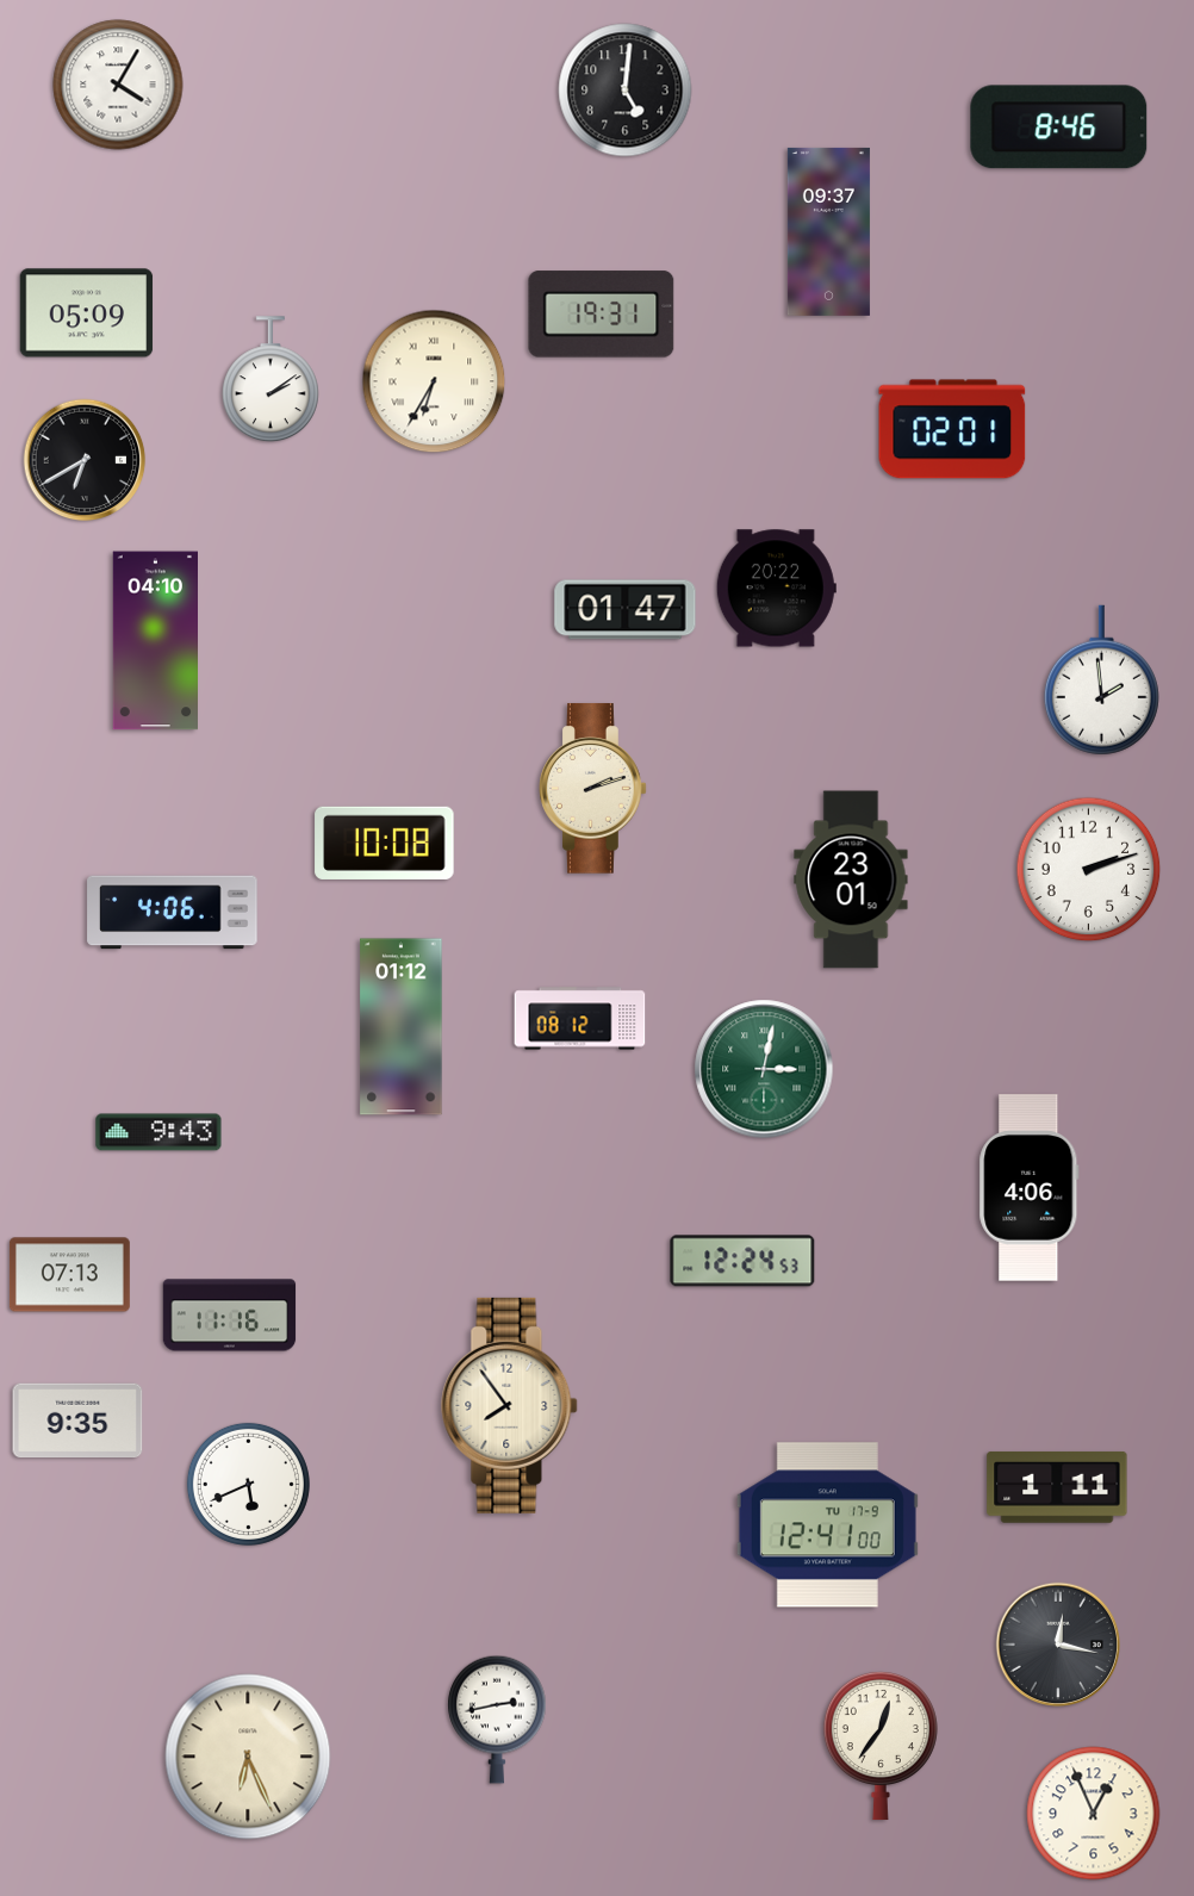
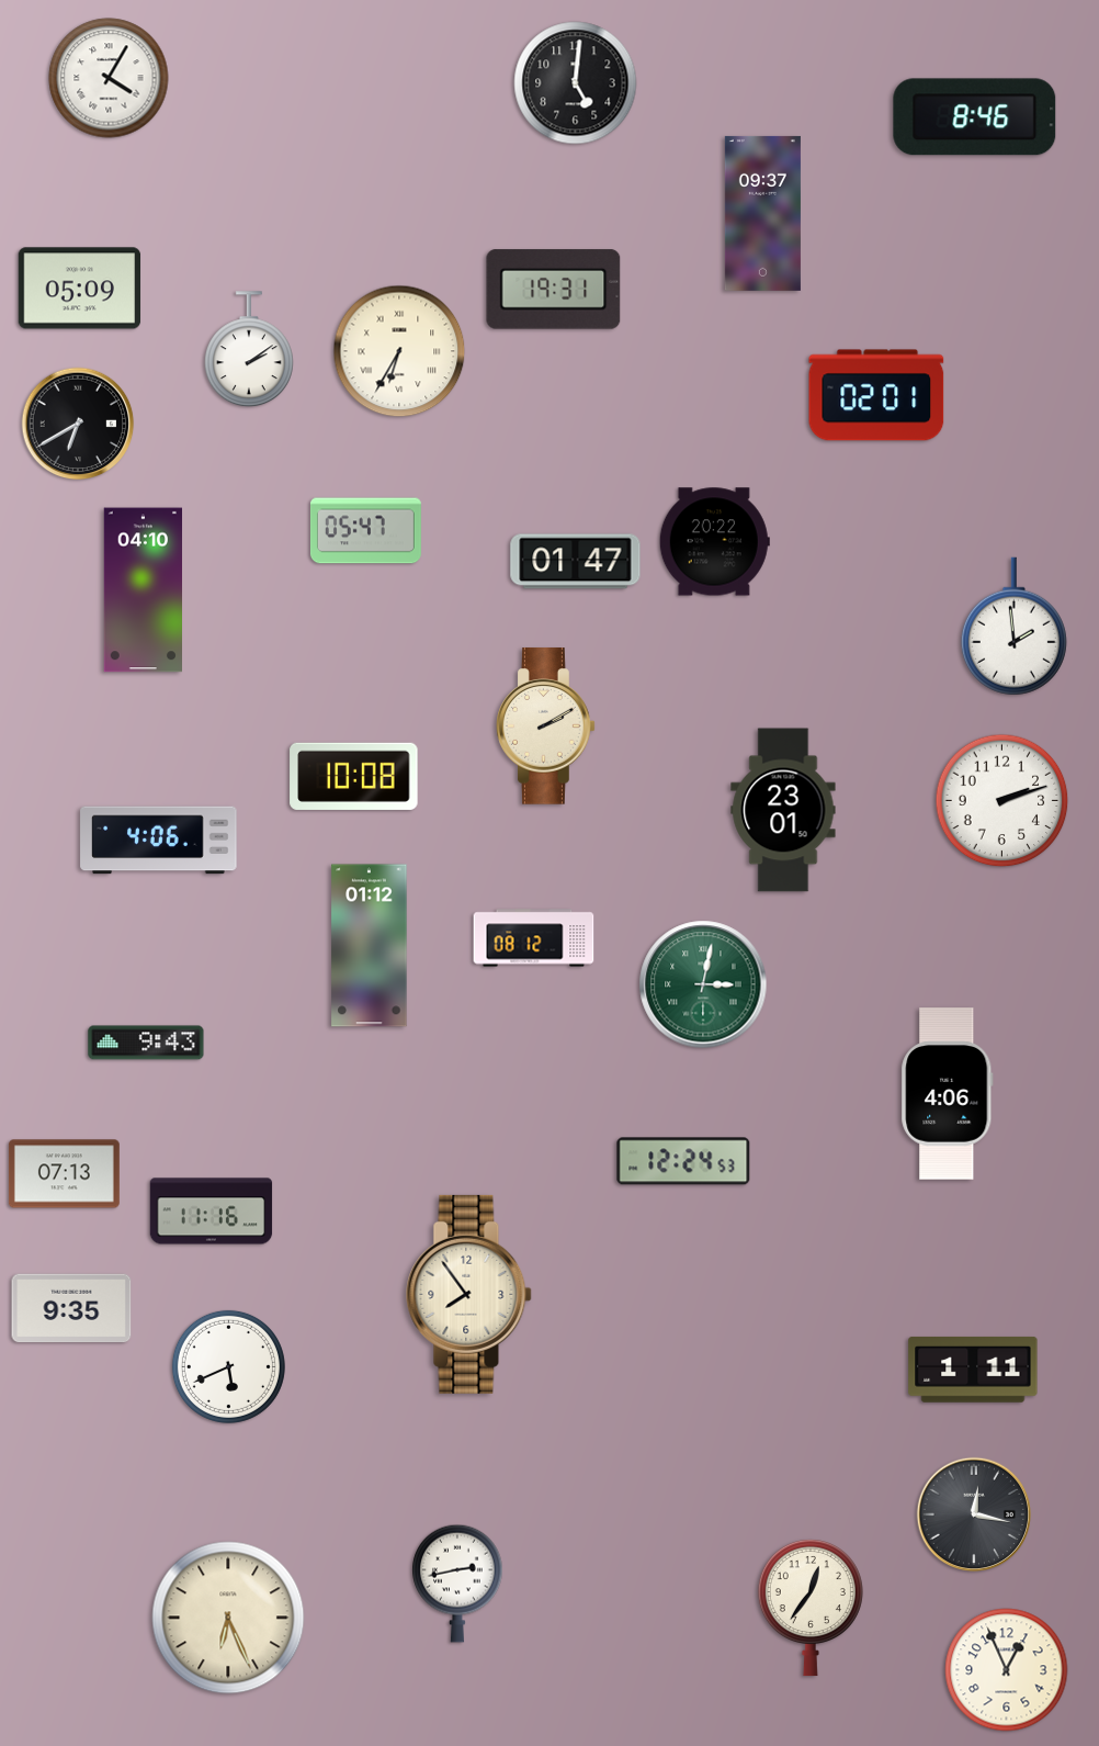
clock at (365, 531): none -> 05:47
clock at (593, 789): 2:12 -> 2:10
clock at (827, 1525): 12:41 -> none
